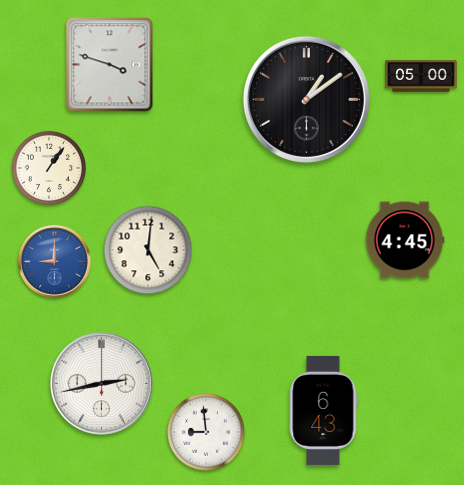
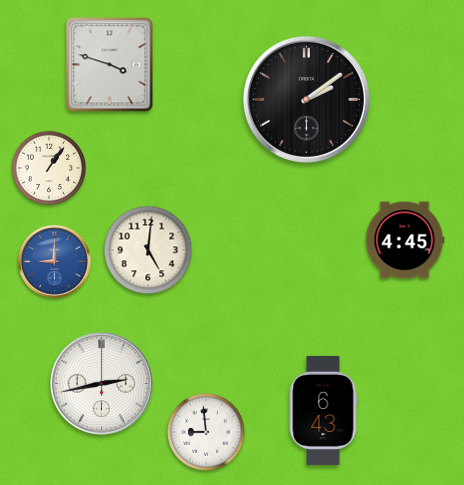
clock at (421, 76): 05:00 -> none
clock at (306, 99): 1:09 -> 2:09
